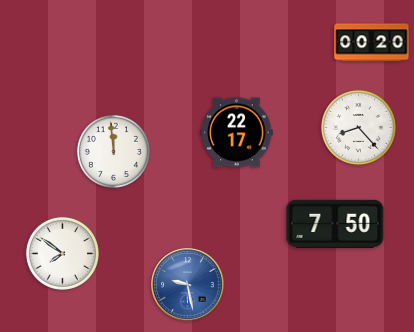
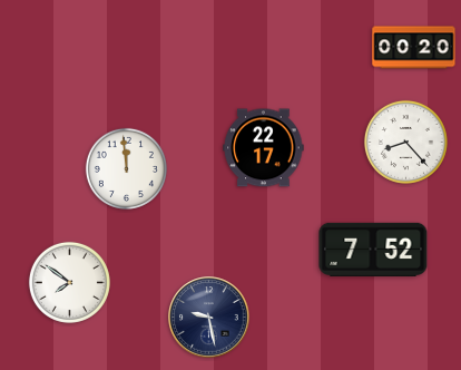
clock at (358, 127) position: (358, 127) -> (405, 142)
clock at (335, 224): 7:50 -> 7:52
clock at (188, 285) dial: blue -> navy
